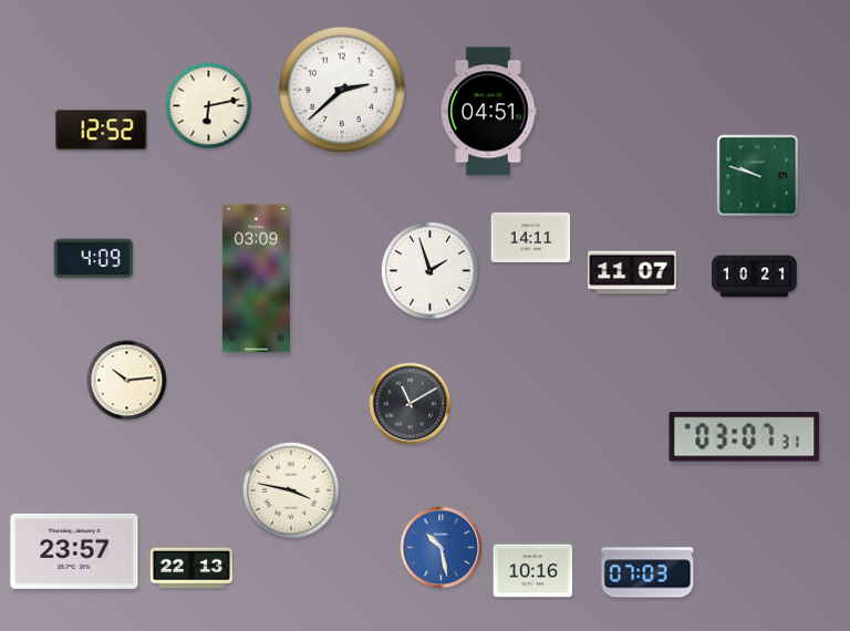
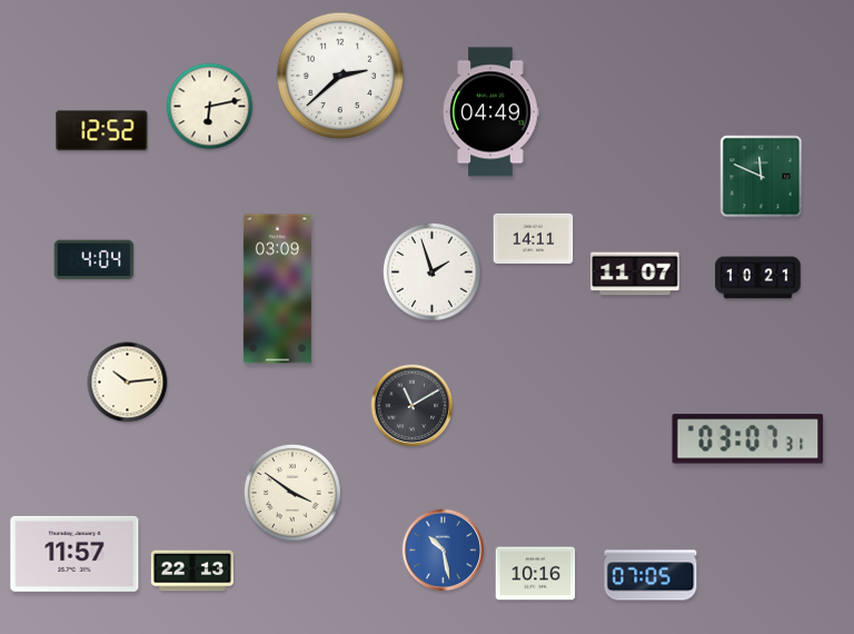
clock at (342, 90) position: (342, 90) -> (340, 76)
clock at (488, 112): 04:51 -> 04:49
clock at (758, 176): 9:48 -> 11:49
clock at (94, 259): 4:09 -> 4:04
clock at (256, 279) position: (256, 279) -> (277, 289)
clock at (291, 490): 3:47 -> 3:51
clock at (74, 551): 23:57 -> 11:57
clock at (647, 572): 07:03 -> 07:05
